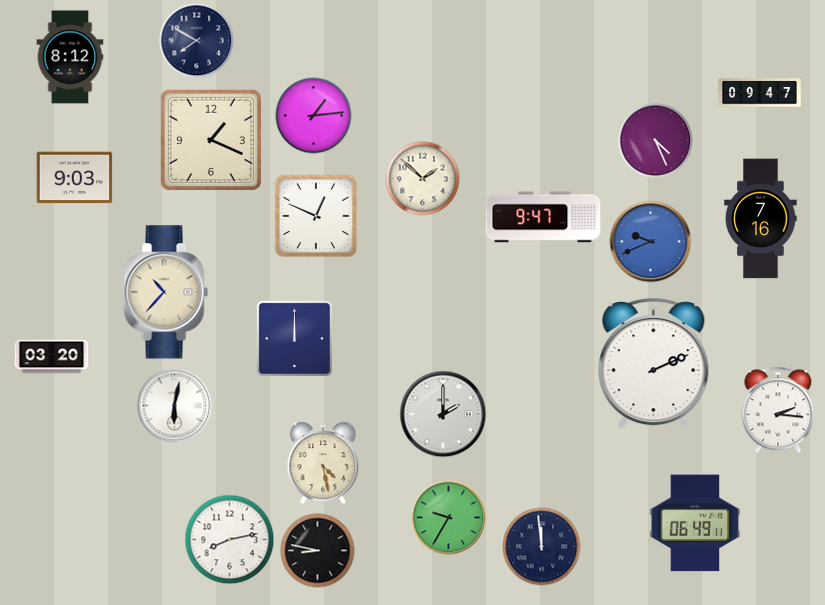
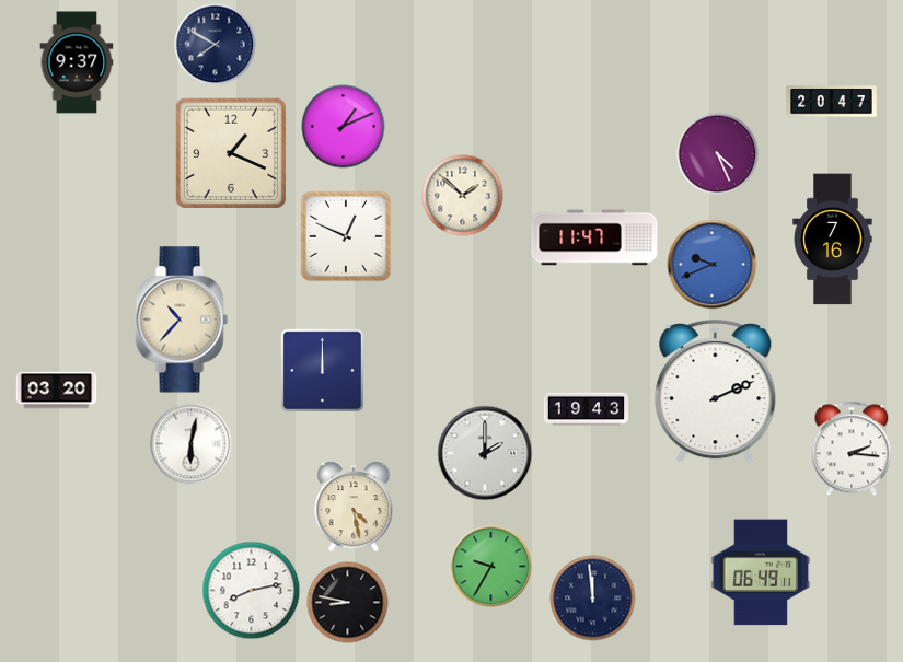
clock at (70, 57): 8:12 -> 9:37
clock at (760, 93): 09:47 -> 20:47
clock at (314, 116): 1:14 -> 1:11
clock at (75, 178): 9:03 -> none
clock at (543, 217): 9:47 -> 11:47
clock at (654, 365) position: (654, 365) -> (716, 393)
clock at (587, 409): none -> 19:43
